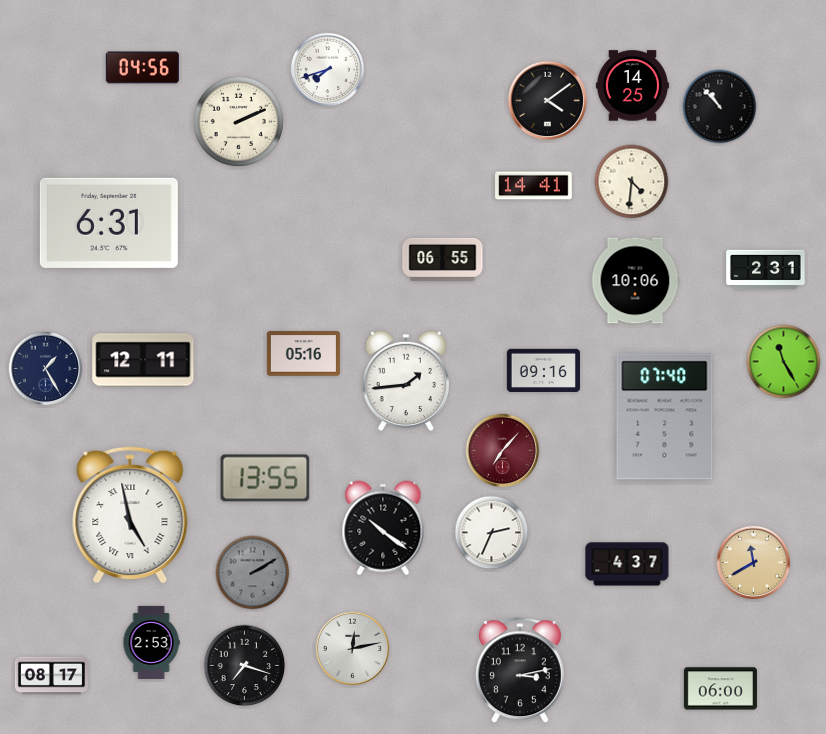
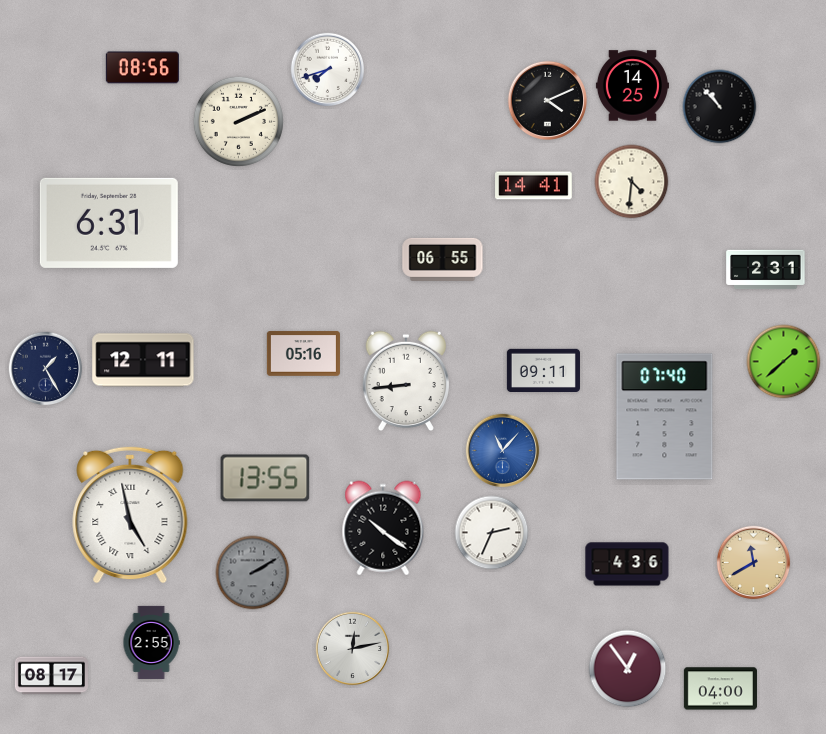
clock at (142, 68): 04:56 -> 08:56
clock at (548, 101): 4:09 -> 4:11
clock at (635, 281): 10:06 -> none
clock at (784, 362): 11:25 -> 1:38
clock at (543, 370): 09:16 -> 09:11
clock at (405, 381): 1:44 -> 8:44
clock at (503, 451): 7:07 -> 11:07
clock at (503, 451) dial: burgundy -> blue
clock at (627, 564): 4:37 -> 4:36
clock at (151, 642): 2:53 -> 2:55
clock at (245, 666): 7:18 -> none
clock at (628, 669): none -> 12:54
clock at (520, 671): 3:13 -> none
clock at (720, 689): 06:00 -> 04:00
